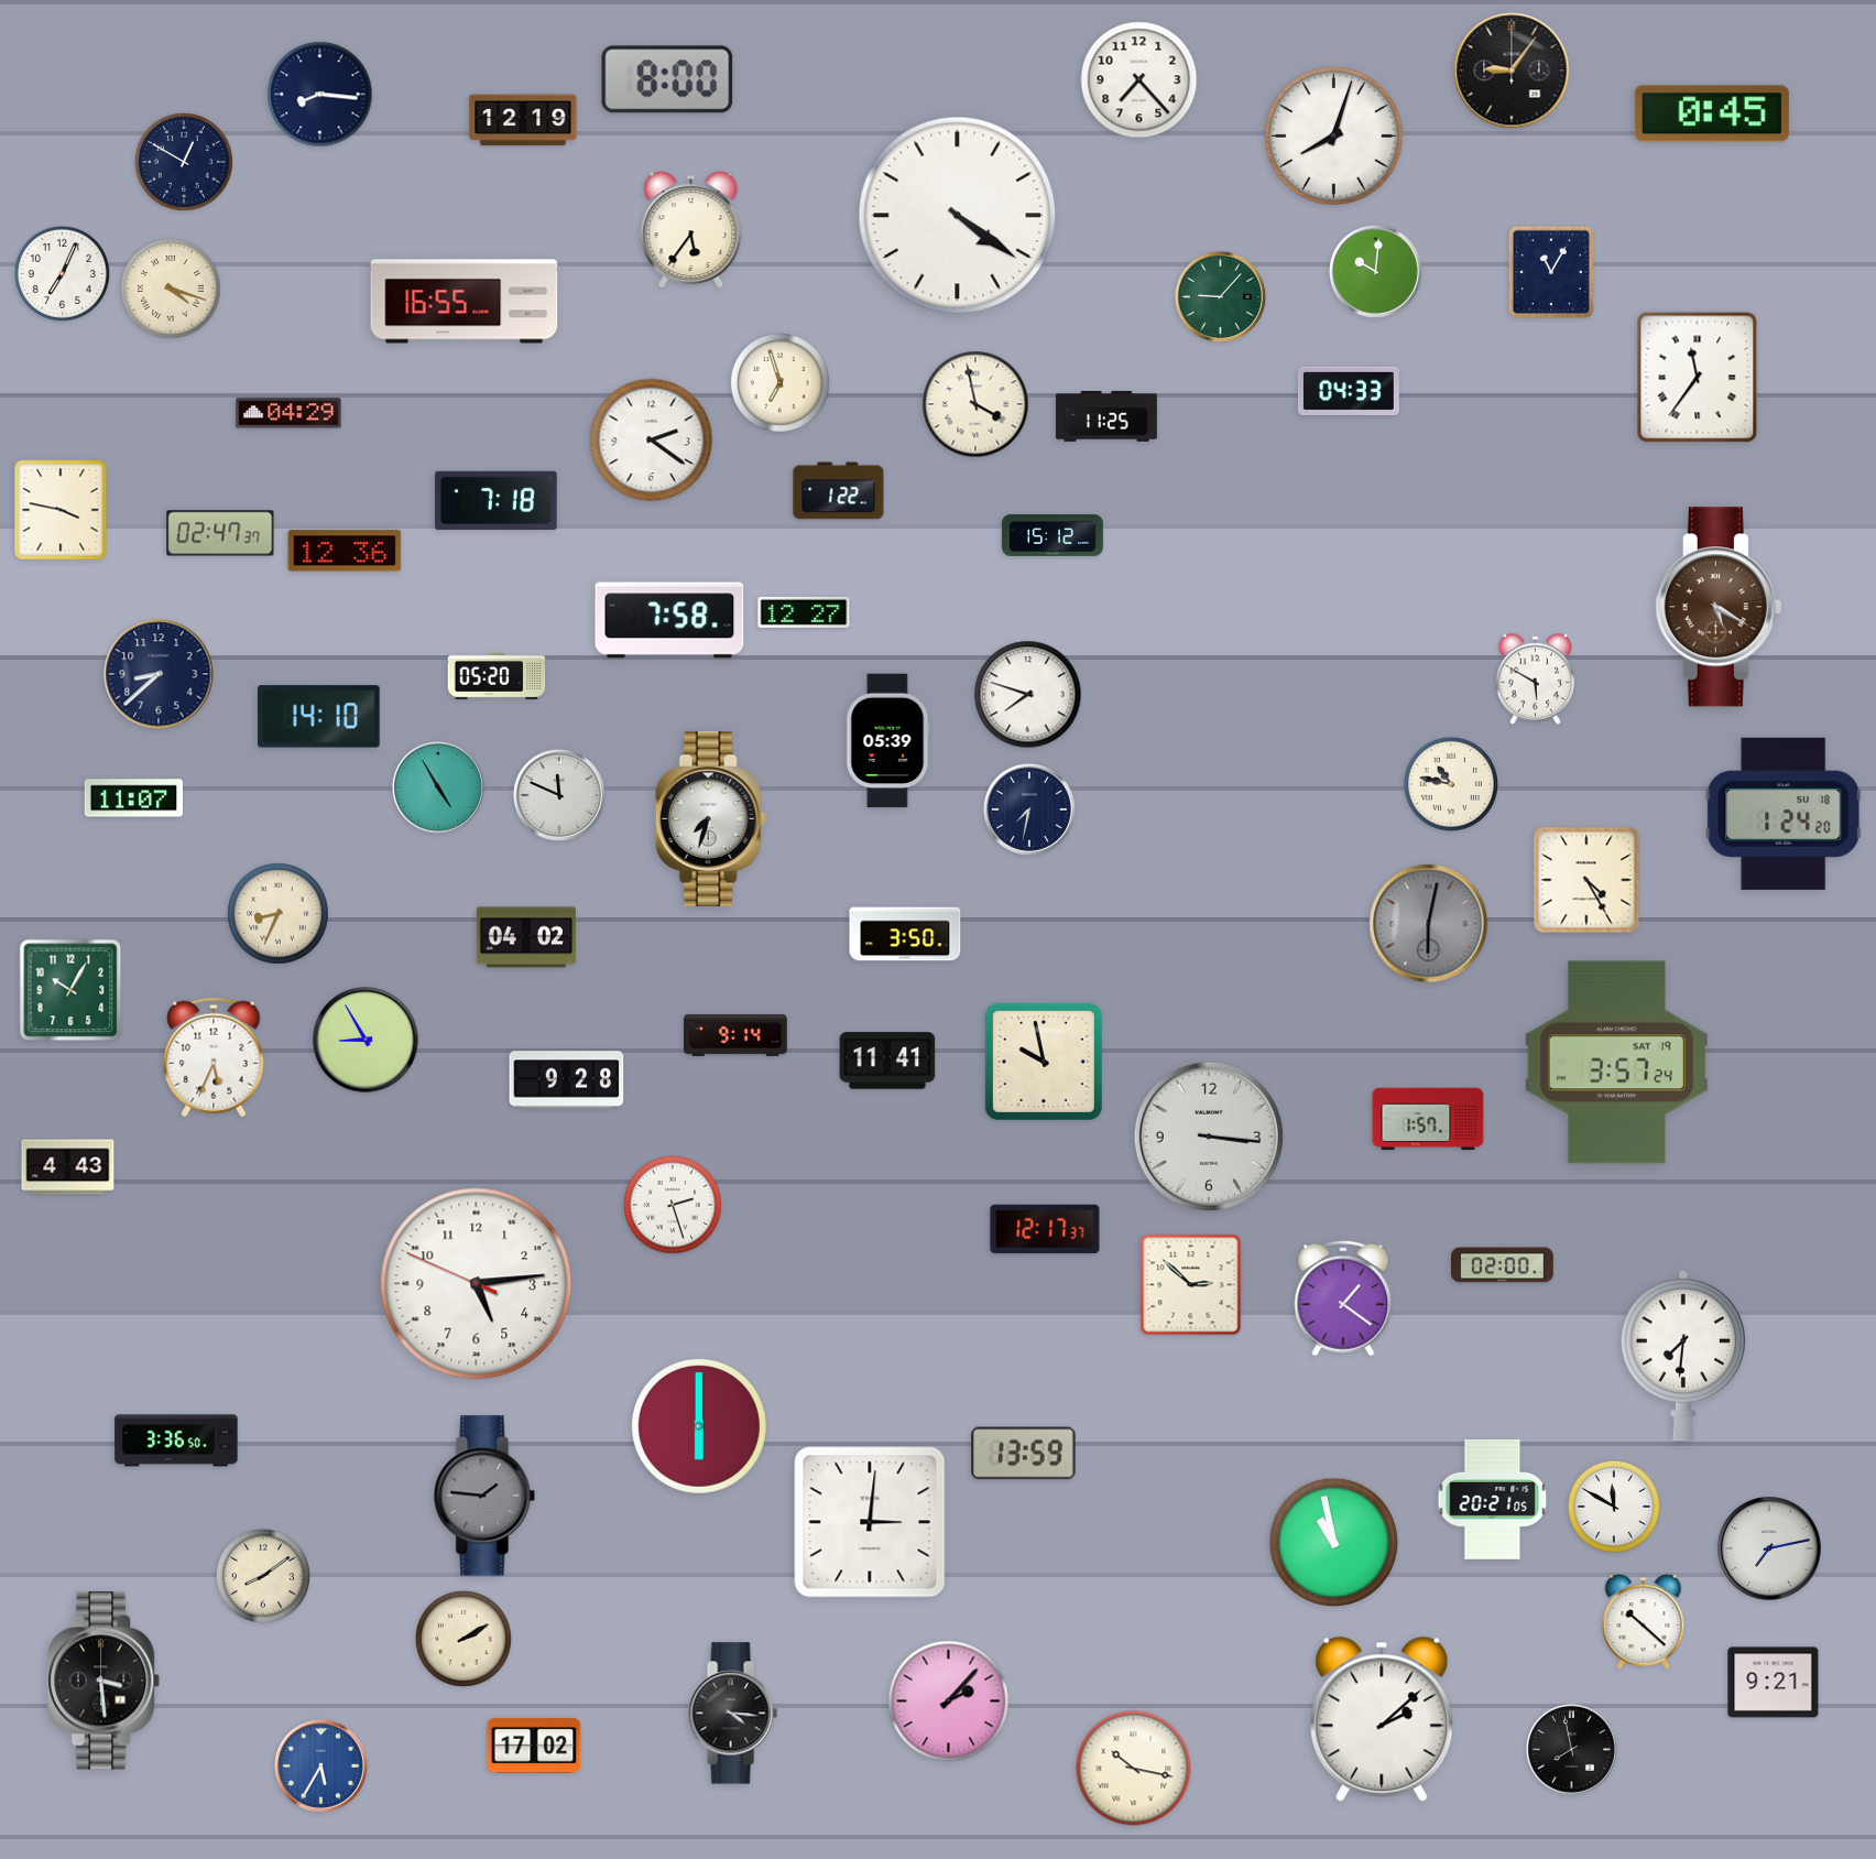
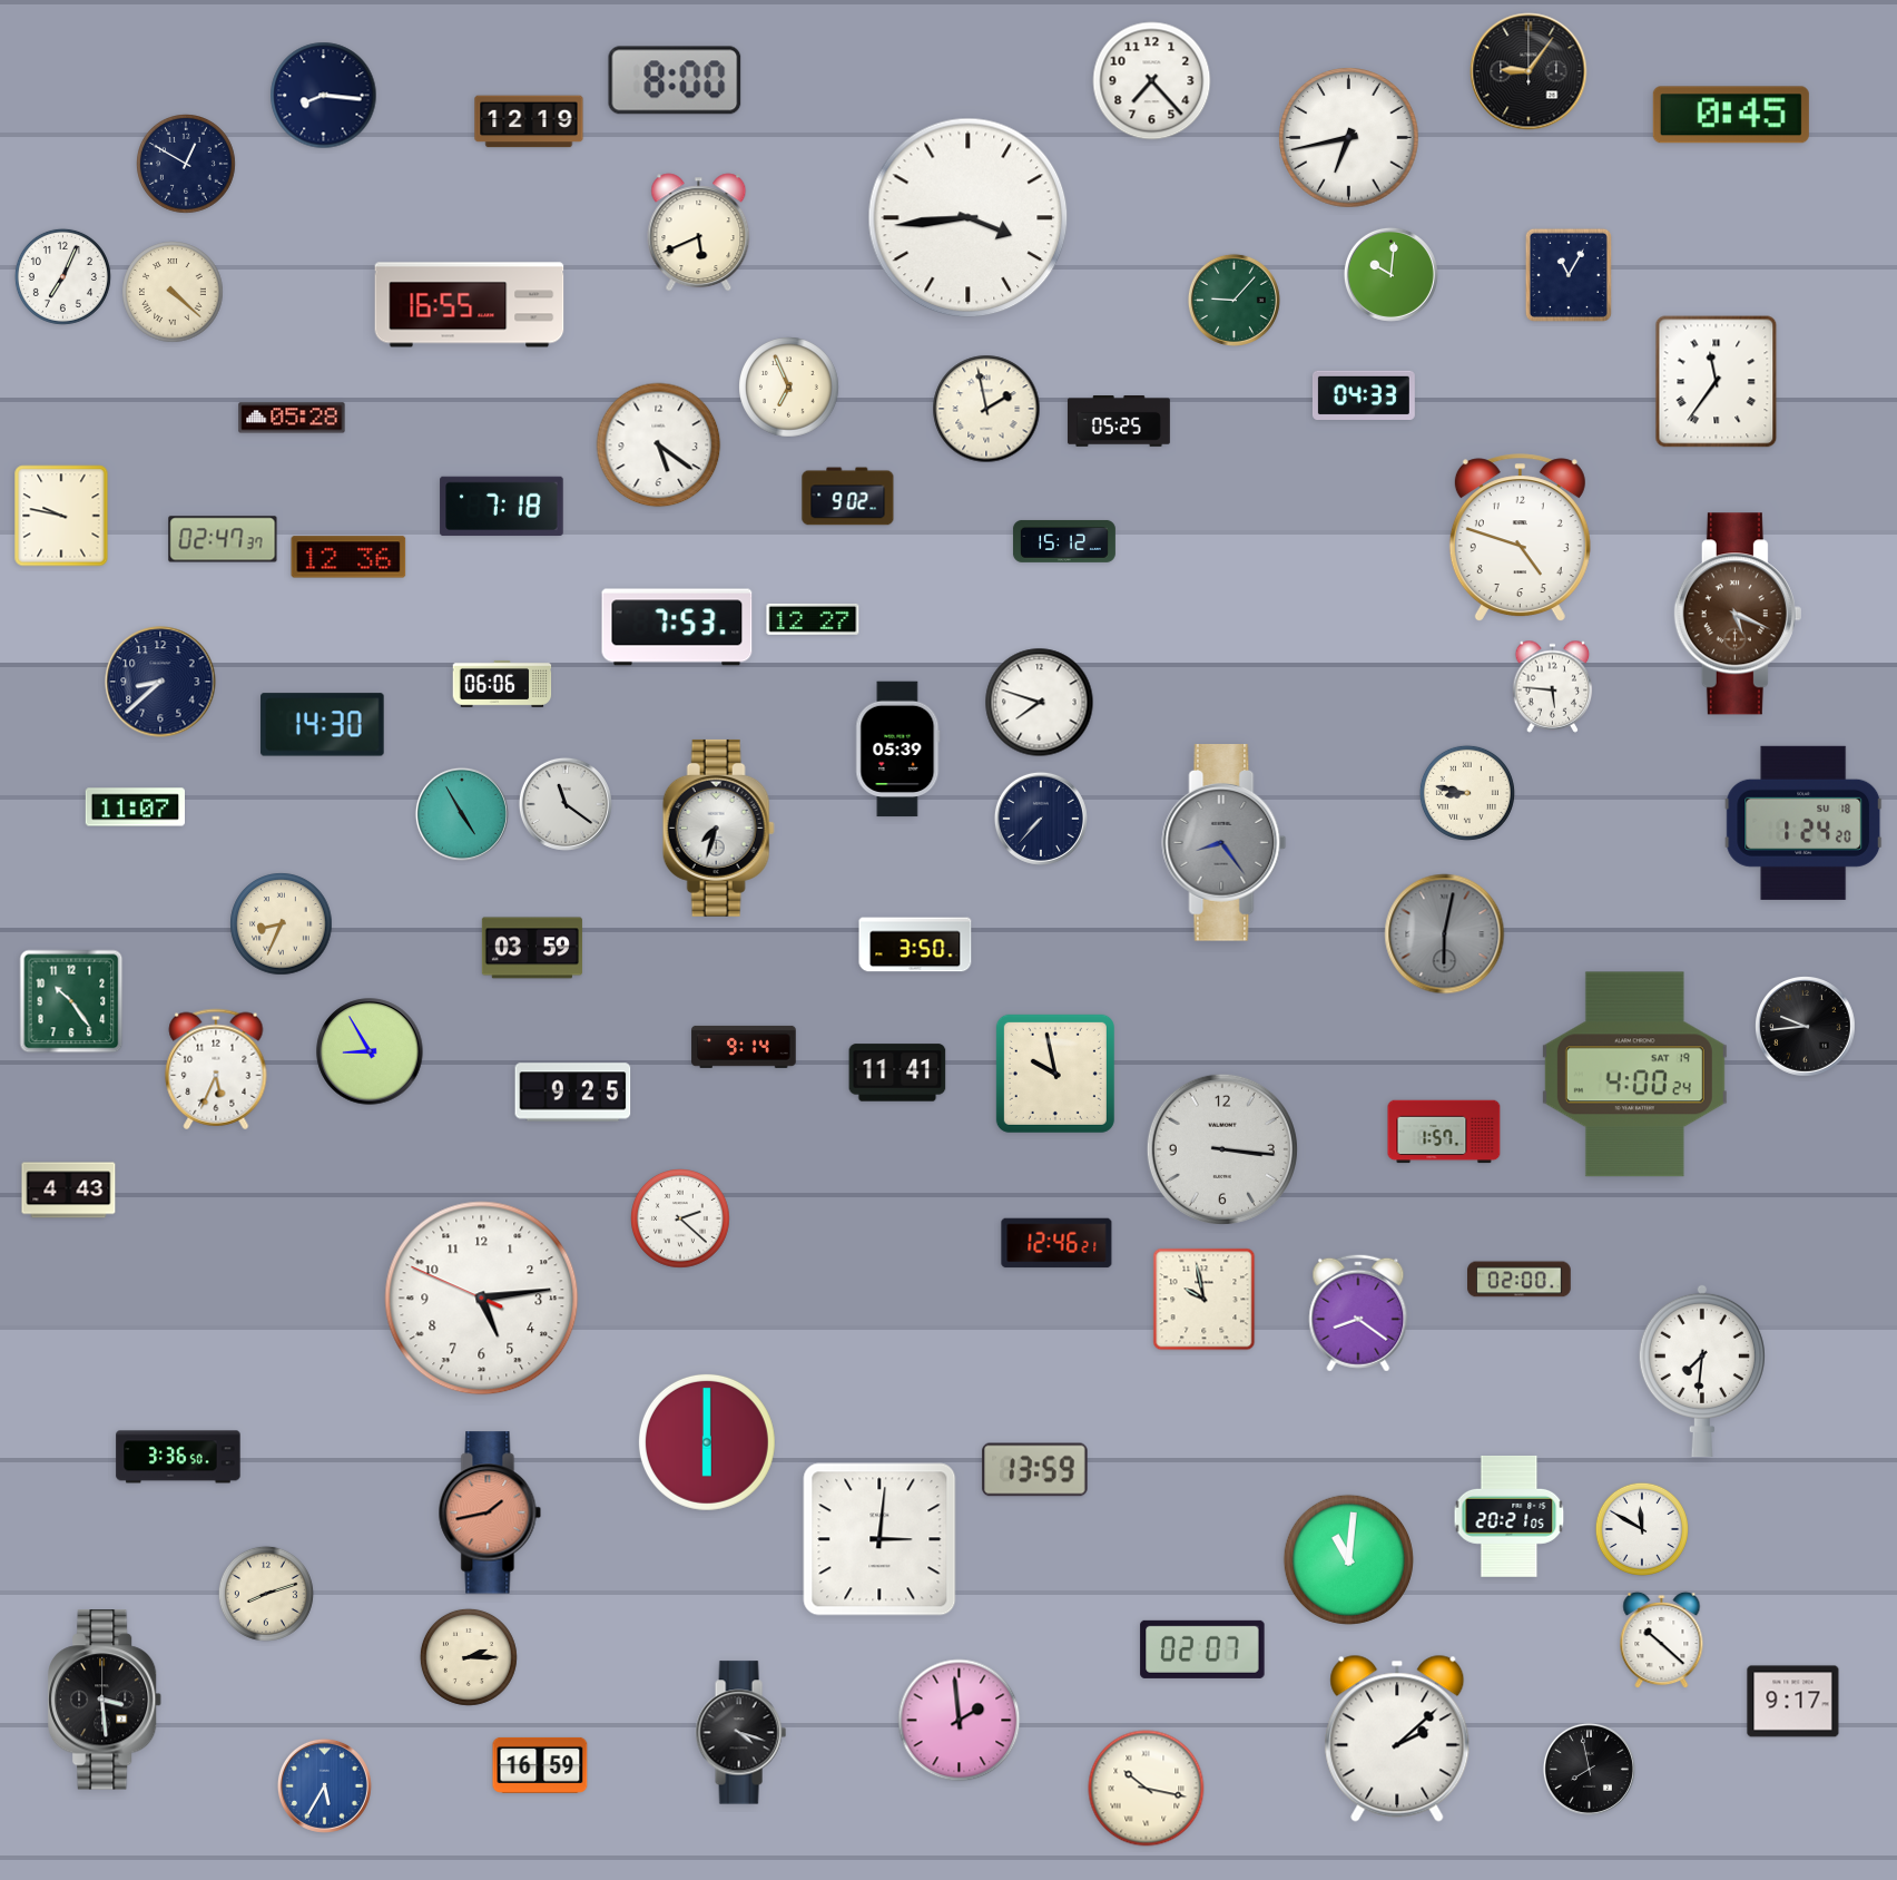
clock at (1334, 137): 8:03 -> 6:43
clock at (958, 216): 4:21 -> 3:44
clock at (691, 230): 5:36 -> 5:41
clock at (171, 289): 4:18 -> 4:22
clock at (781, 383): 6:57 -> 6:56
clock at (975, 404): 3:58 -> 1:58
clock at (288, 413): 04:29 -> 05:28
clock at (1106, 417): 11:25 -> 05:25
clock at (652, 441): 2:21 -> 5:21
clock at (839, 491): 1:22 -> 9:02
clock at (61, 510): 3:47 -> 9:47
clock at (1520, 538): none -> 4:48
clock at (1719, 607): 5:20 -> 5:19
clock at (669, 620): 7:58 -> 7:53
clock at (497, 676): 05:20 -> 06:06
clock at (1536, 678): 5:50 -> 5:46
clock at (319, 717): 14:10 -> 14:30
clock at (1451, 784): 10:47 -> 8:47
clock at (438, 787) position: (438, 787) -> (462, 814)
clock at (559, 795): 11:49 -> 11:21
clock at (1029, 809): 7:32 -> 7:37
clock at (1225, 843): none -> 8:24
clock at (1586, 880): 4:25 -> none
clock at (526, 937): 04:02 -> 03:59
clock at (70, 990): 10:05 -> 10:24
clock at (1806, 1027): none -> 9:44
clock at (1616, 1063): 3:57 -> 4:00
clock at (567, 1080): 9:28 -> 9:25
clock at (68, 1167) position: (68, 1167) -> (69, 1191)
clock at (674, 1206): 2:27 -> 2:22
clock at (1045, 1229): 12:17 -> 12:46
clock at (1191, 1285): 2:52 -> 9:58
clock at (1343, 1298): 1:21 -> 8:21
clock at (484, 1496): 1:46 -> 1:43
clock at (484, 1496) dial: grey -> salmon
clock at (1614, 1507) position: (1614, 1507) -> (1642, 1529)
clock at (1333, 1542): 10:58 -> 11:01
clock at (1769, 1548): 7:13 -> none
clock at (263, 1576): 8:09 -> 8:12
clock at (1202, 1649): none -> 02:07
clock at (463, 1639): 2:10 -> 2:15
clock at (1774, 1683): 9:21 -> 9:17
clock at (949, 1702): 2:07 -> 1:59
clock at (732, 1714): 4:16 -> 4:18
clock at (534, 1746): 17:02 -> 16:59
